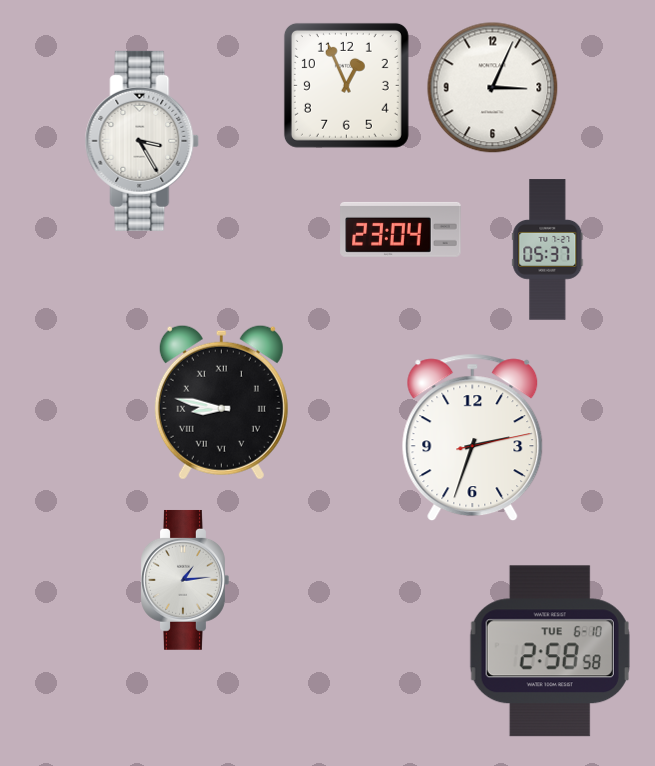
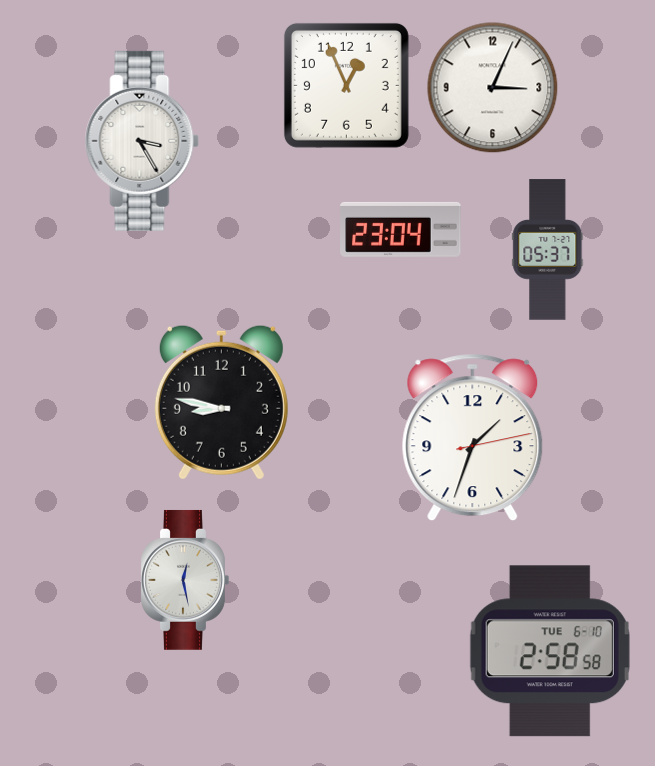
clock at (221, 402) numerals: Roman -> Arabic
clock at (473, 438): 2:33 -> 1:33
clock at (185, 580): 1:14 -> 12:28
